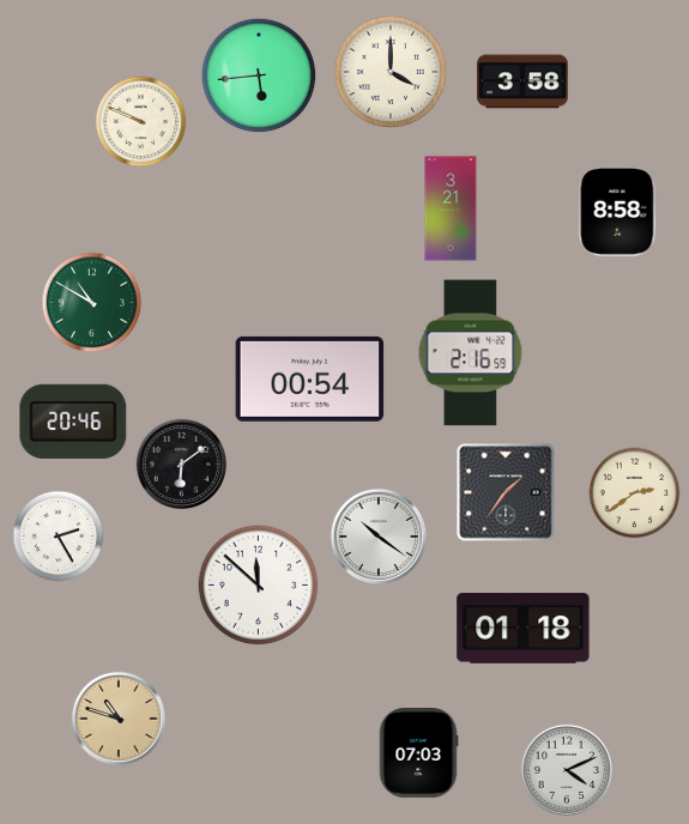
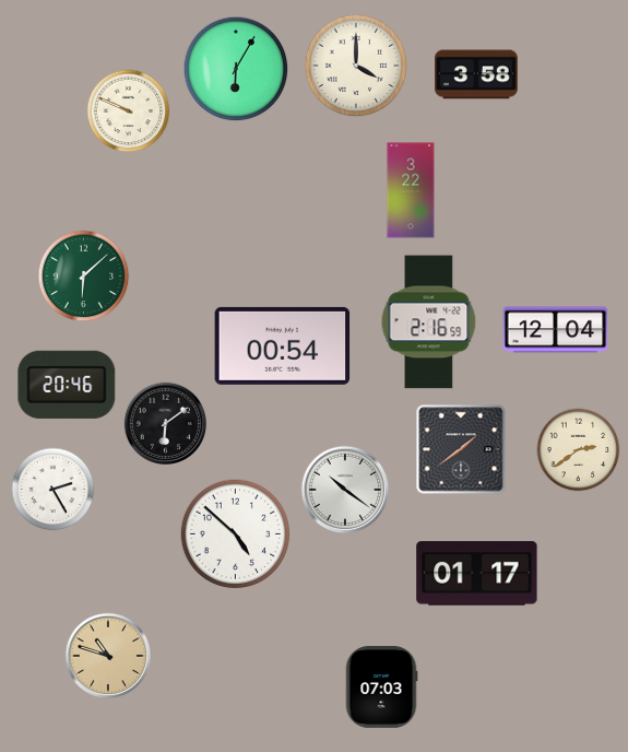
clock at (259, 75): 5:44 -> 6:05
clock at (451, 208): 3:21 -> 3:22
clock at (618, 211): 8:58 -> none
clock at (92, 303): 10:50 -> 6:08
clock at (556, 330): none -> 12:04
clock at (506, 492): 1:36 -> 1:39
clock at (259, 586): 11:52 -> 4:52
clock at (524, 629): 01:18 -> 01:17
clock at (566, 769): 4:11 -> none
